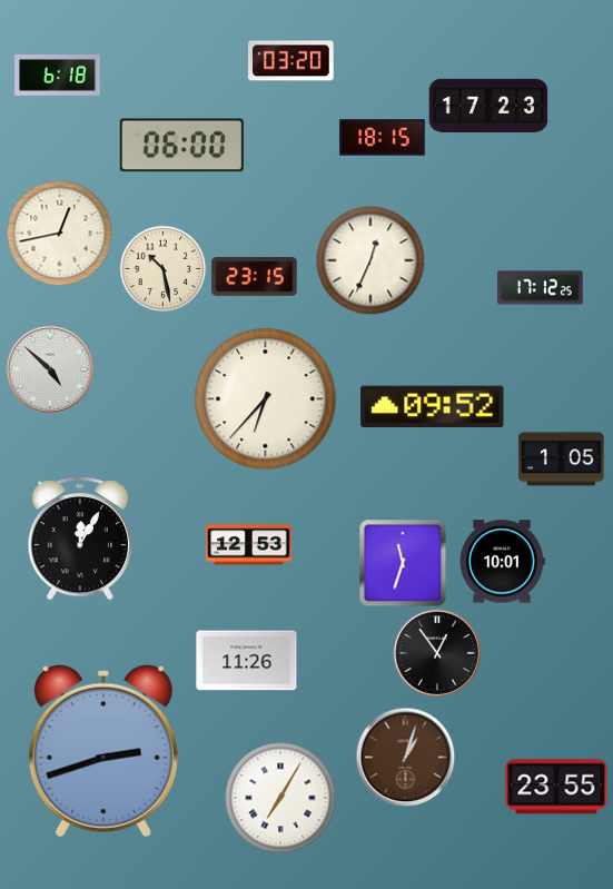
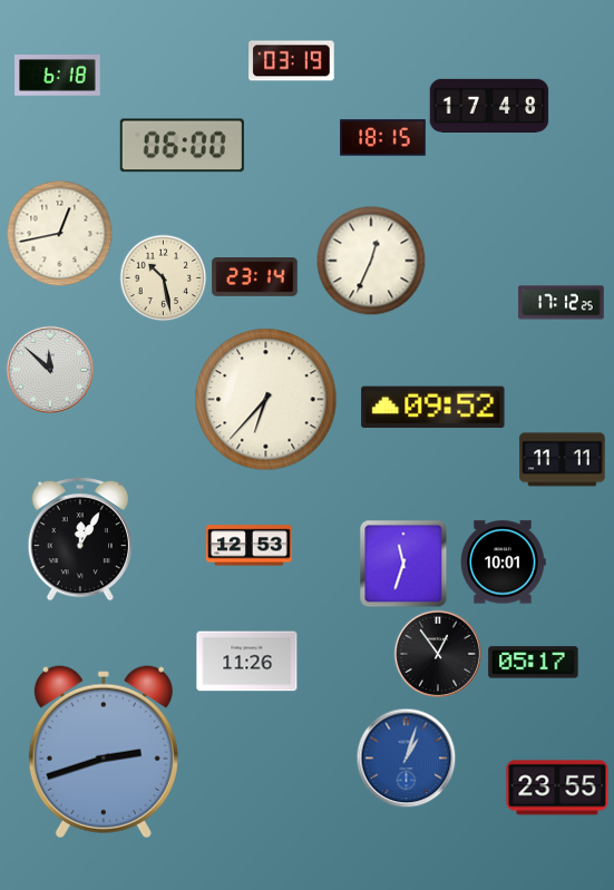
clock at (291, 61): 03:20 -> 03:19
clock at (488, 106): 17:23 -> 17:48
clock at (162, 268) position: (162, 268) -> (163, 277)
clock at (255, 277): 23:15 -> 23:14
clock at (541, 288) position: (541, 288) -> (562, 303)
clock at (49, 368): 4:52 -> 11:52
clock at (562, 460): 1:05 -> 11:11
clock at (534, 663): none -> 05:17
clock at (405, 757) dial: brown -> blue
clock at (280, 798): 7:05 -> none
